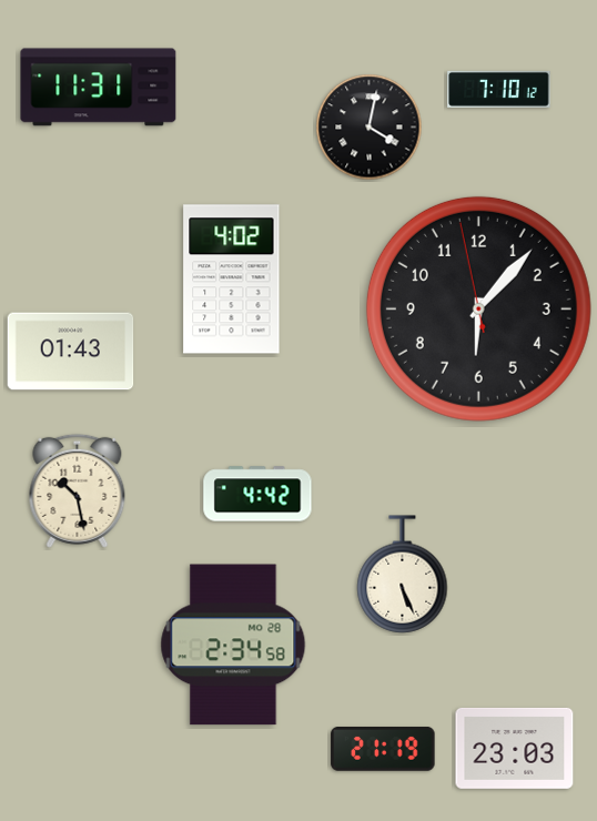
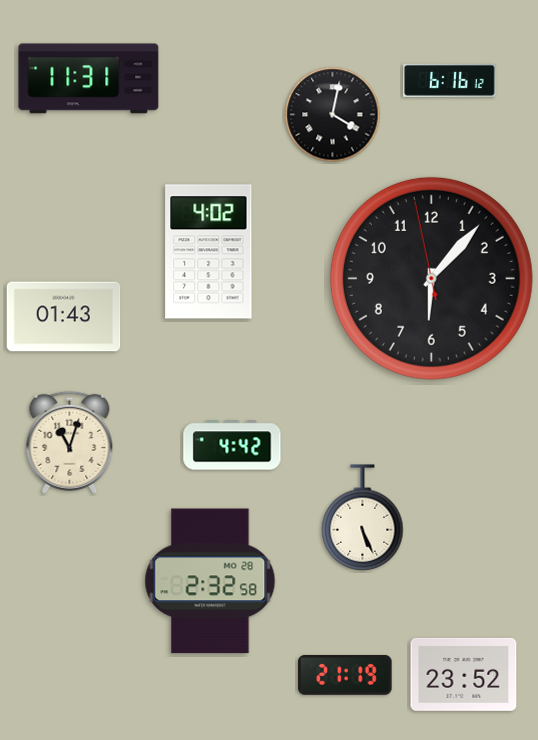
clock at (499, 89): 7:10 -> 6:16
clock at (78, 490): 10:28 -> 11:03
clock at (233, 645): 2:34 -> 2:32
clock at (515, 748): 23:03 -> 23:52
